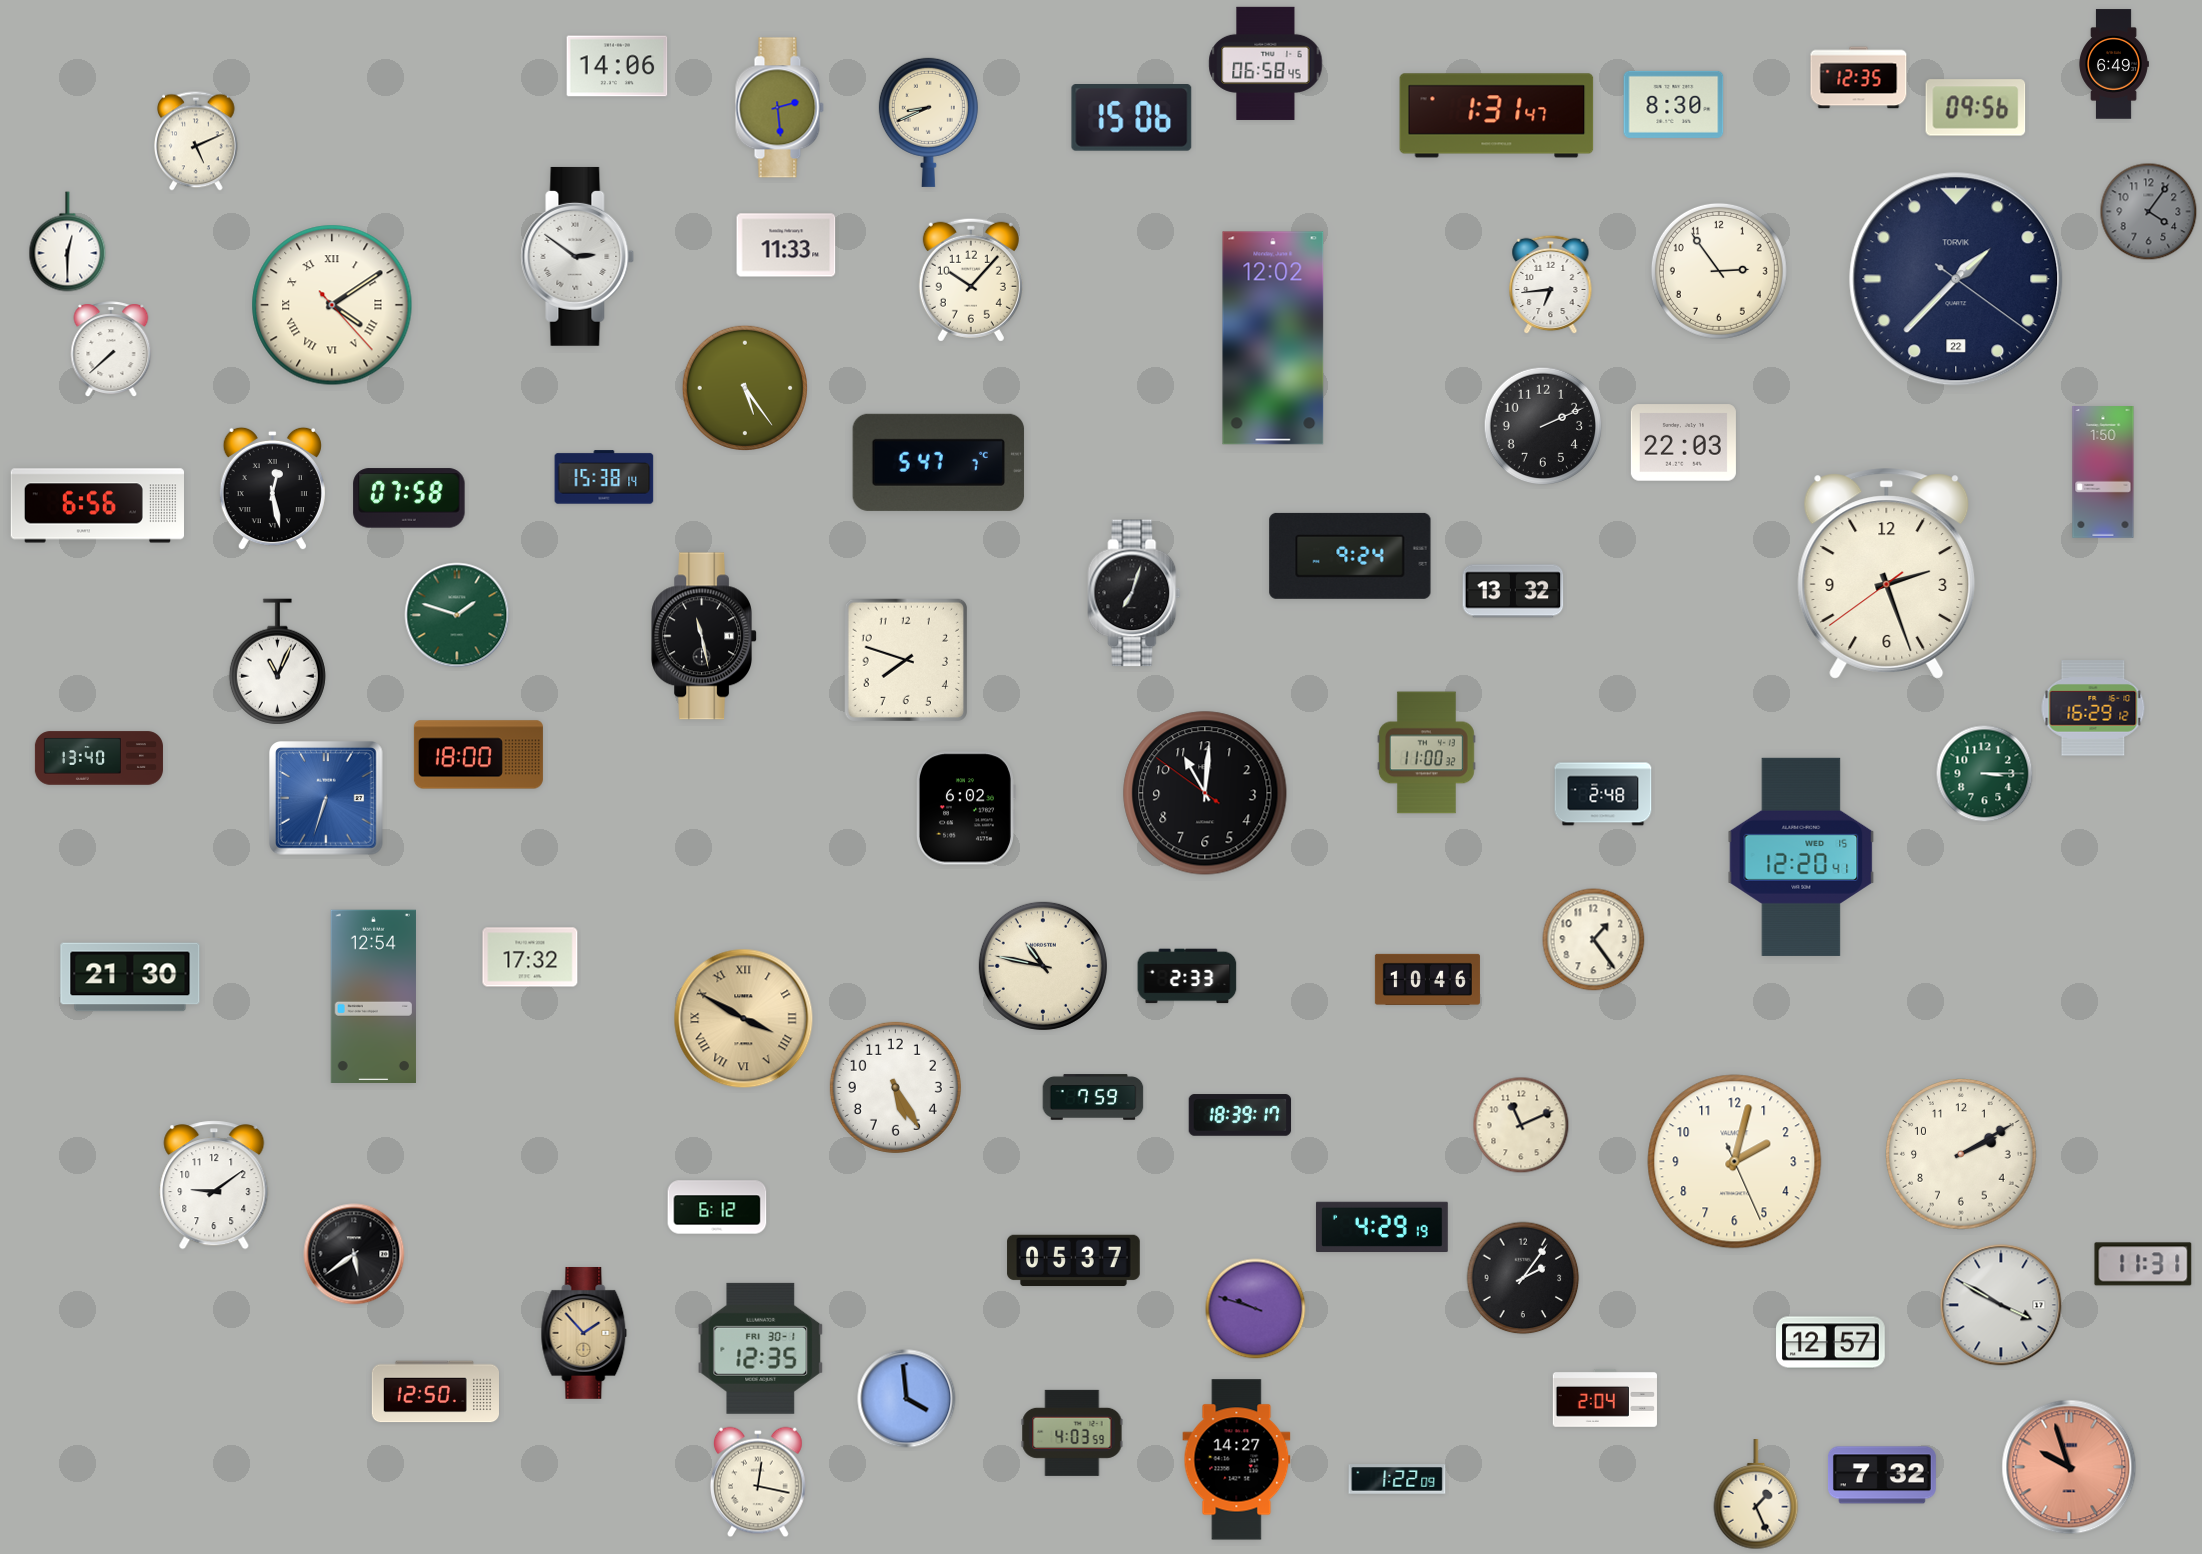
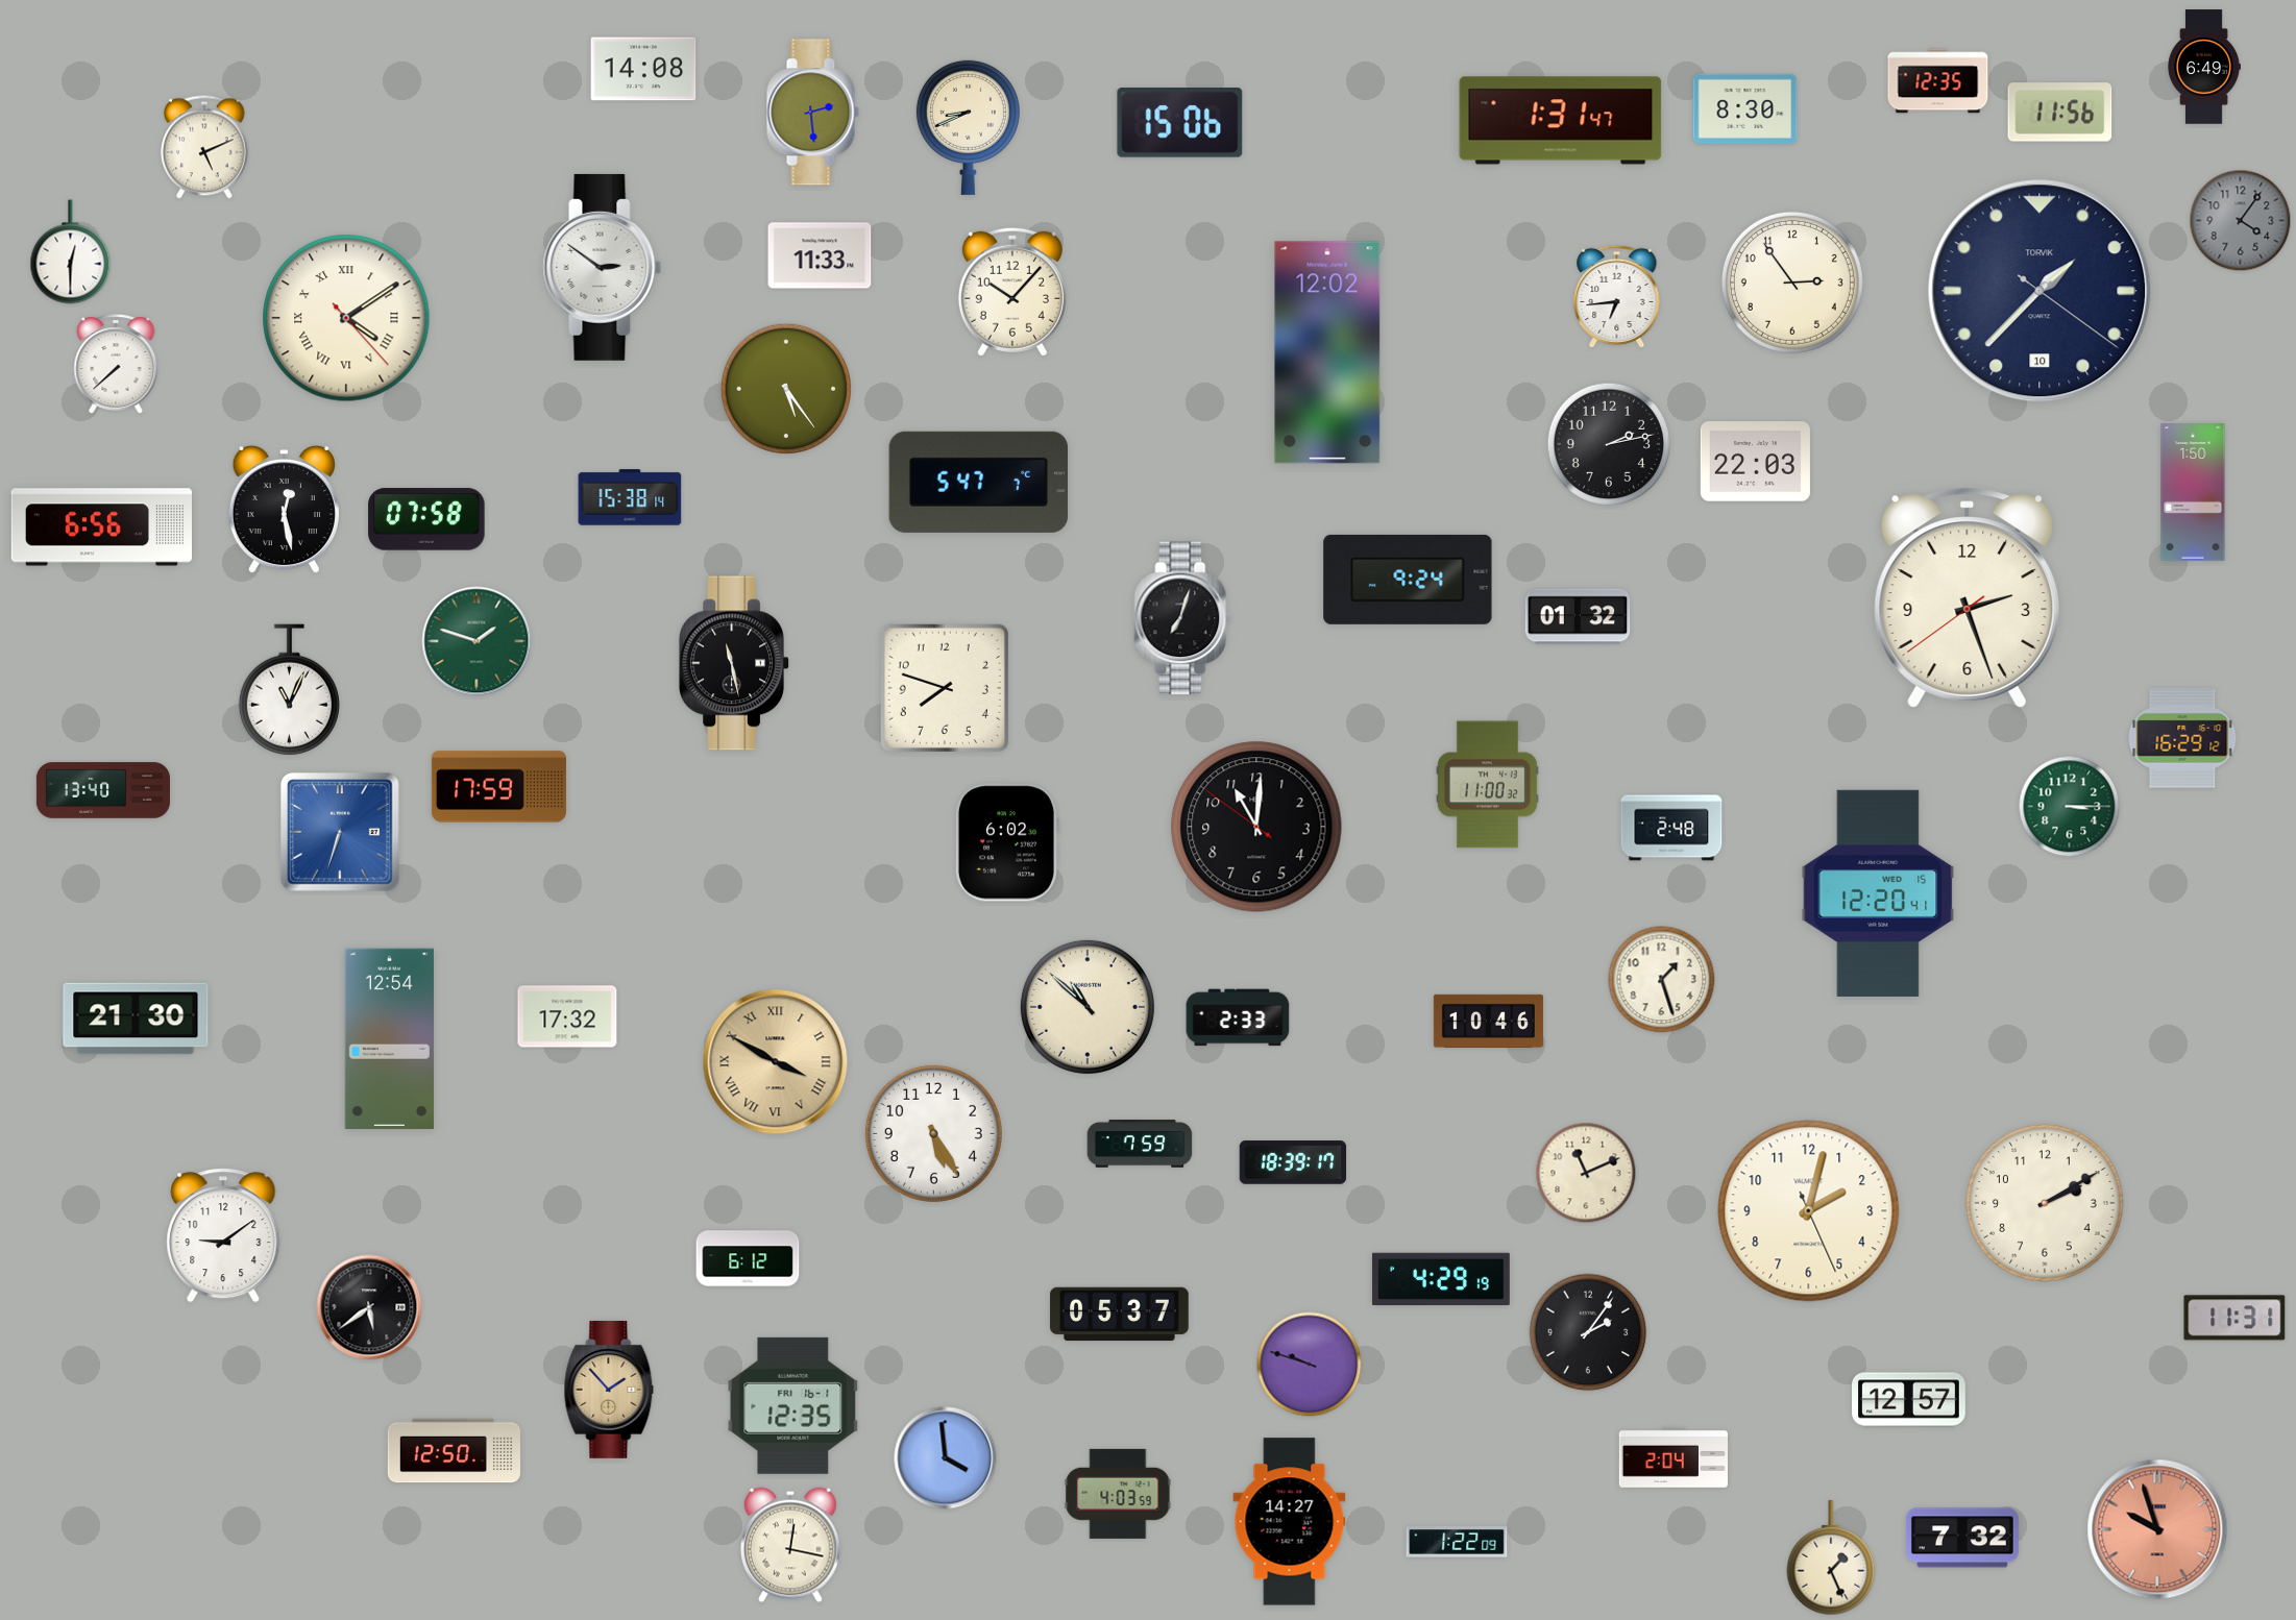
clock at (1266, 63): 06:58 -> none
clock at (617, 66): 14:06 -> 14:08
clock at (1976, 108): 09:56 -> 11:56
clock at (1956, 279) date: 22 -> 10
clock at (745, 388) position: (745, 388) -> (786, 389)
clock at (1543, 426): 2:11 -> 2:13
clock at (1513, 591): 13:32 -> 01:32
clock at (478, 755): 18:00 -> 17:59
clock at (1594, 940): 1:24 -> 1:27
clock at (530, 957) position: (530, 957) -> (567, 1016)
clock at (1043, 966): 10:47 -> 10:52
clock at (2001, 1305): 3:50 -> none
clock at (761, 1348) date: FRI 30-1 -> FRI 16-1
